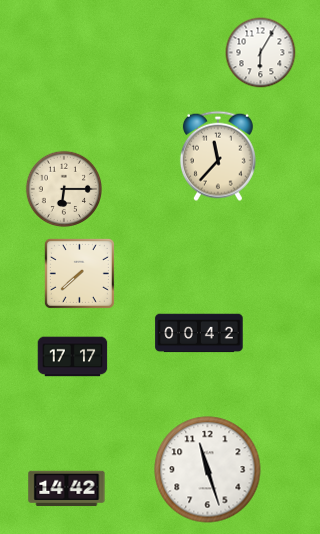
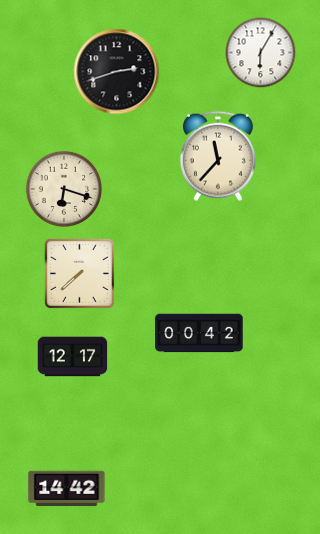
clock at (117, 72): none -> 2:42
clock at (63, 188): 6:15 -> 6:18
clock at (73, 357): 17:17 -> 12:17
clock at (208, 470): 11:27 -> none
